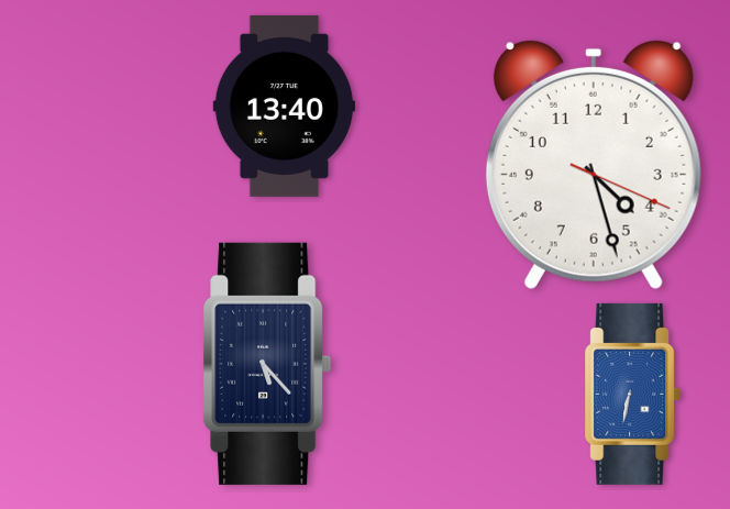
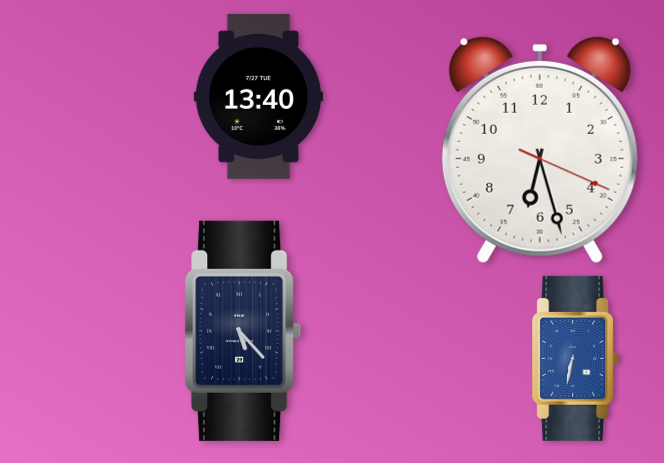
clock at (594, 164): 4:27 -> 6:27
